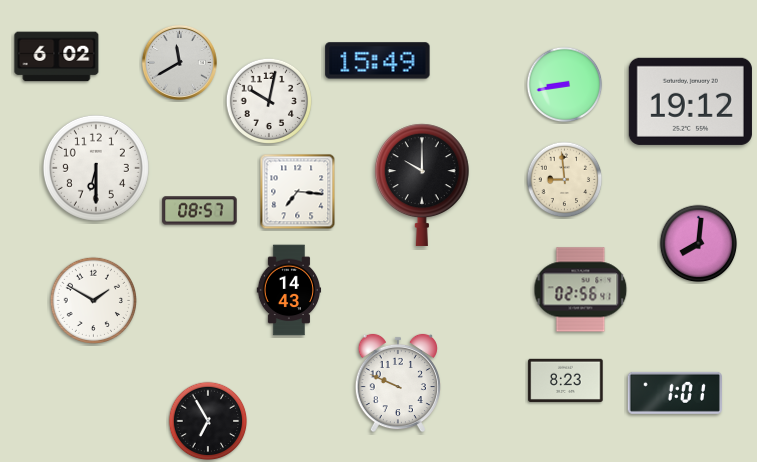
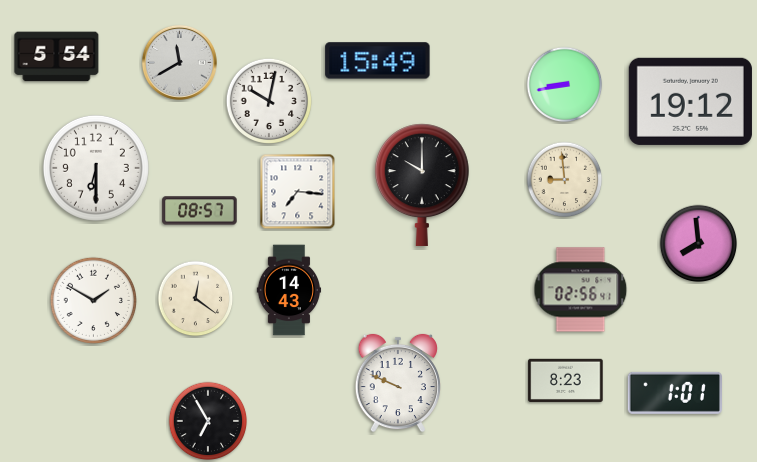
clock at (57, 57): 6:02 -> 5:54
clock at (699, 244): 8:01 -> 7:59
clock at (196, 299): none -> 12:21
